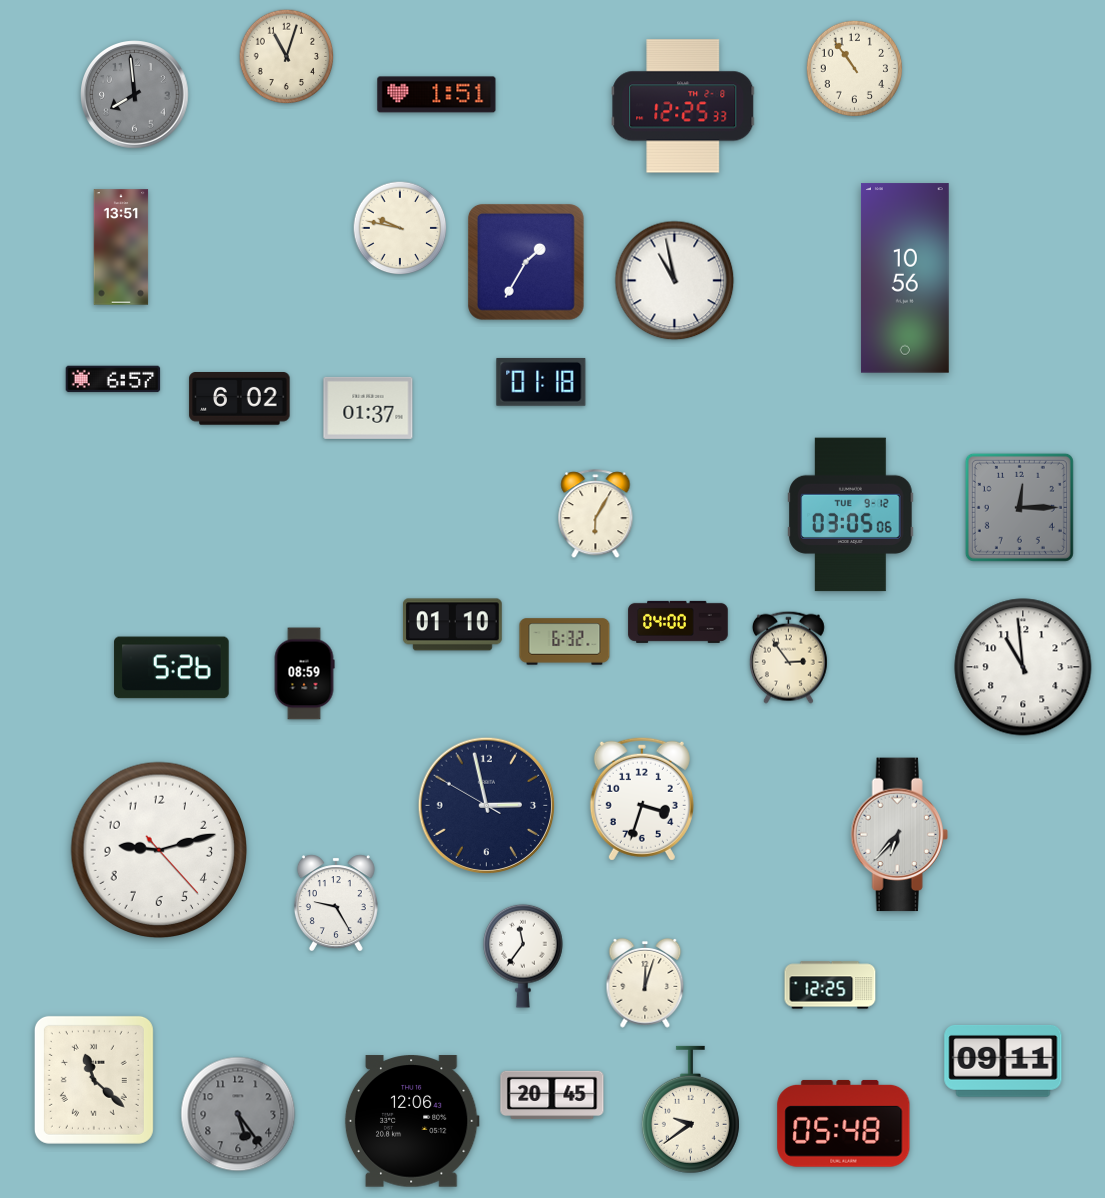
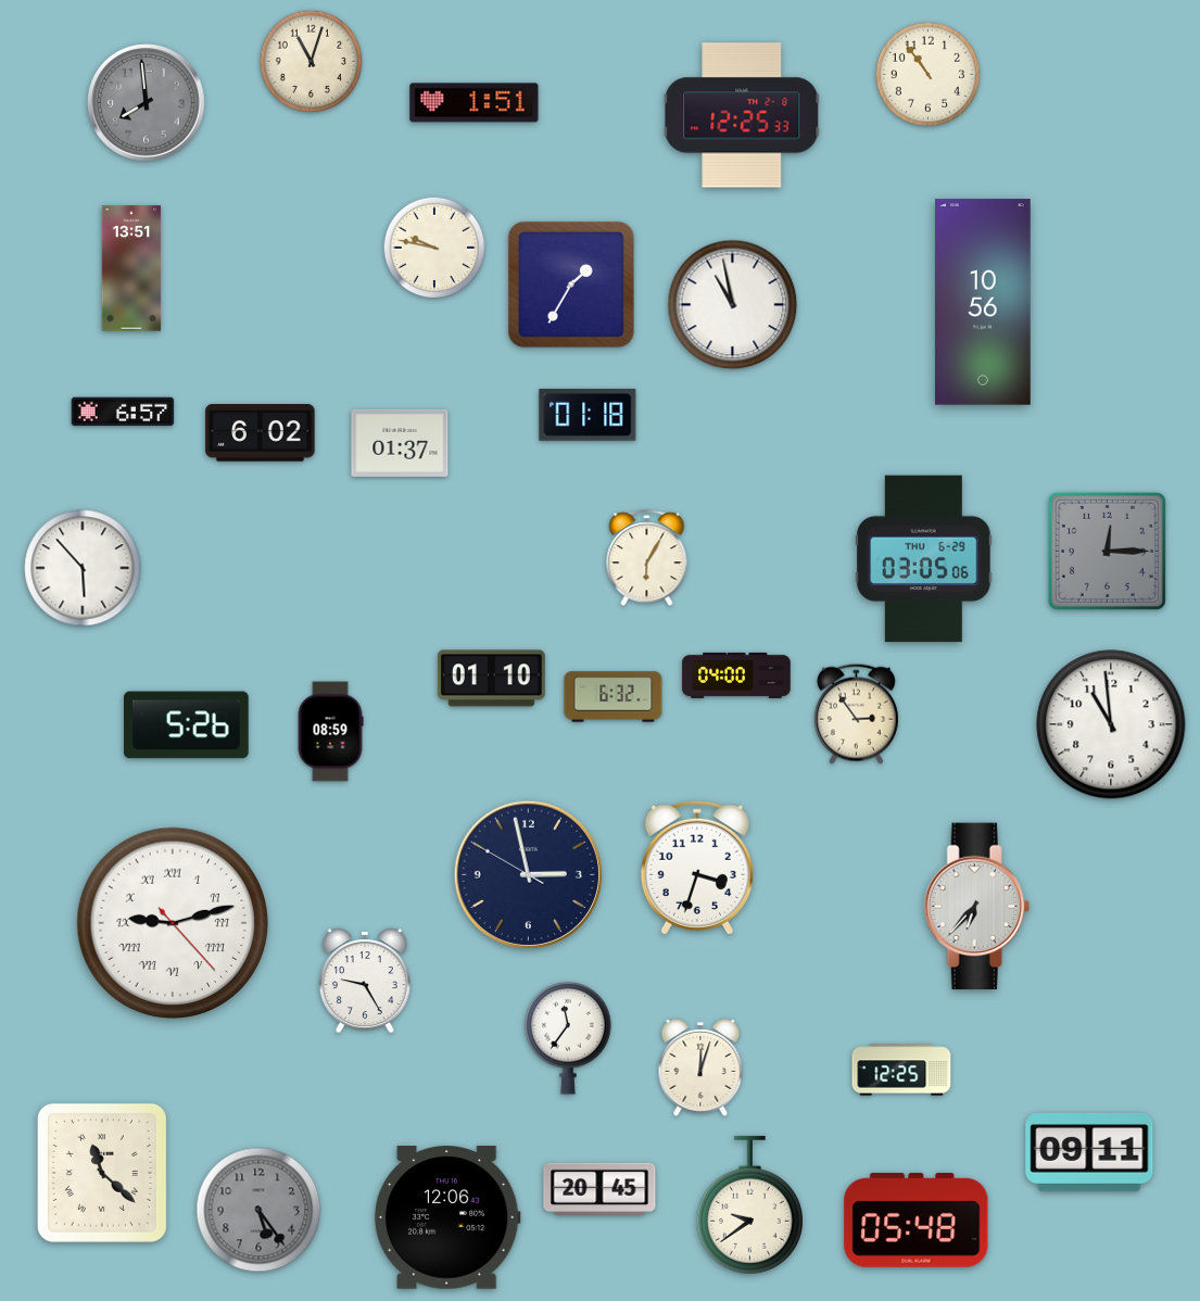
clock at (851, 515) date: TUE 9-12 -> THU 6-29
clock at (83, 568): none -> 5:53
clock at (159, 850) numerals: Arabic -> Roman
